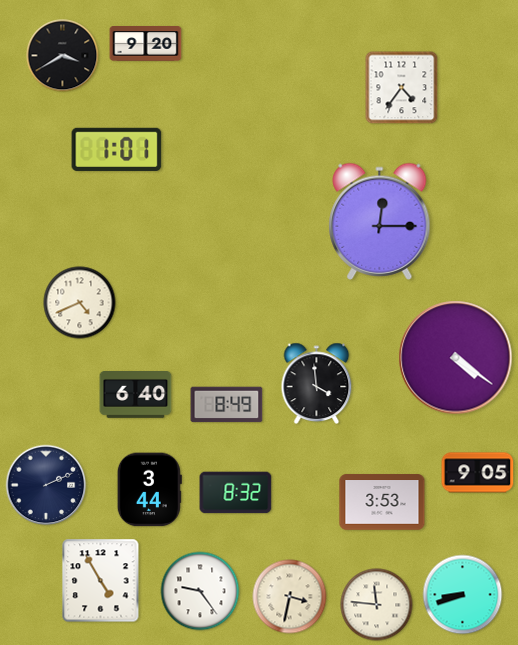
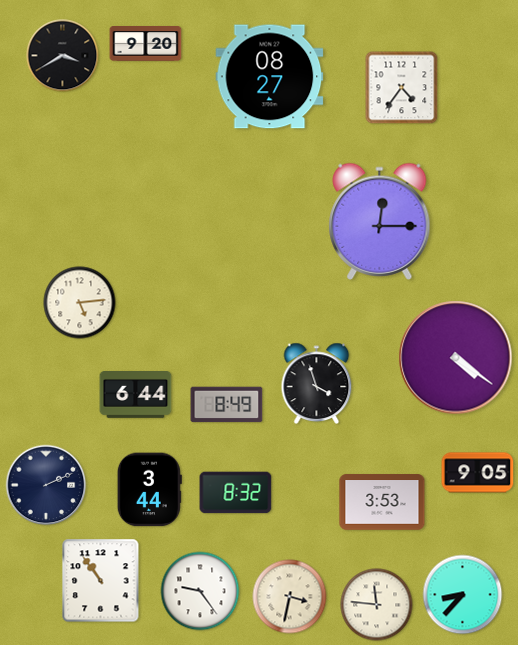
clock at (270, 77): none -> 08:27
clock at (117, 149): 1:01 -> none
clock at (80, 303): 4:41 -> 5:14
clock at (317, 384): 3:59 -> 3:57
clock at (136, 395): 6:40 -> 6:44
clock at (101, 581): 4:55 -> 10:54
clock at (463, 595): 8:42 -> 8:37
